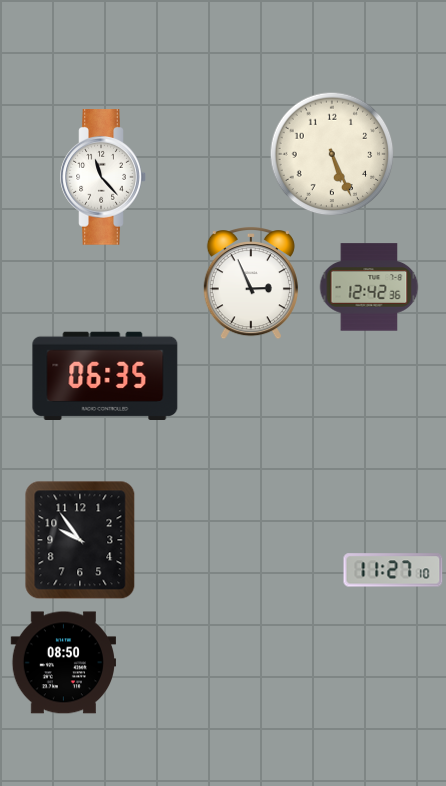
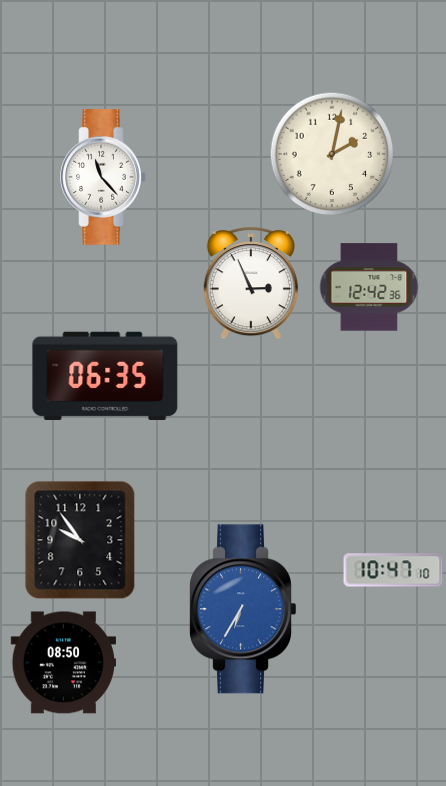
clock at (332, 154): 5:26 -> 2:02
clock at (393, 570): 11:27 -> 10:47
clock at (242, 609): none -> 6:35
